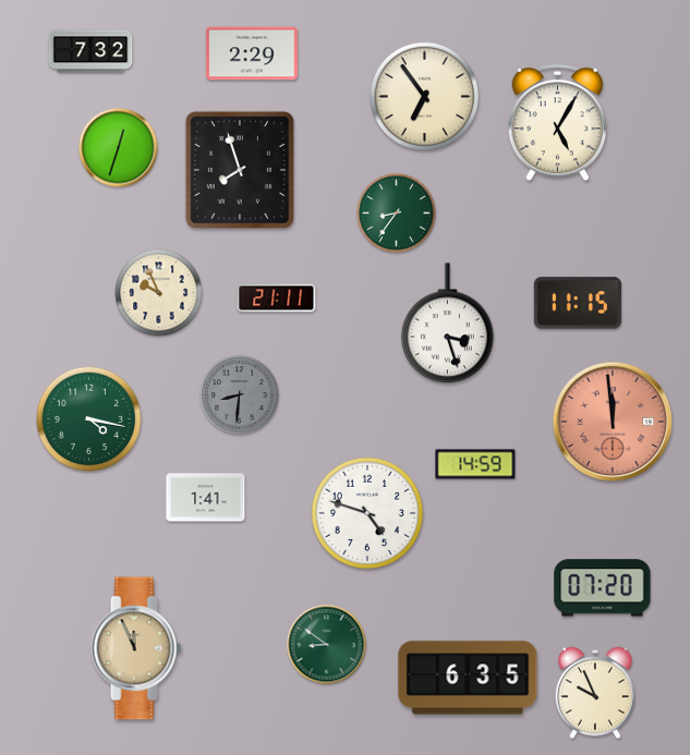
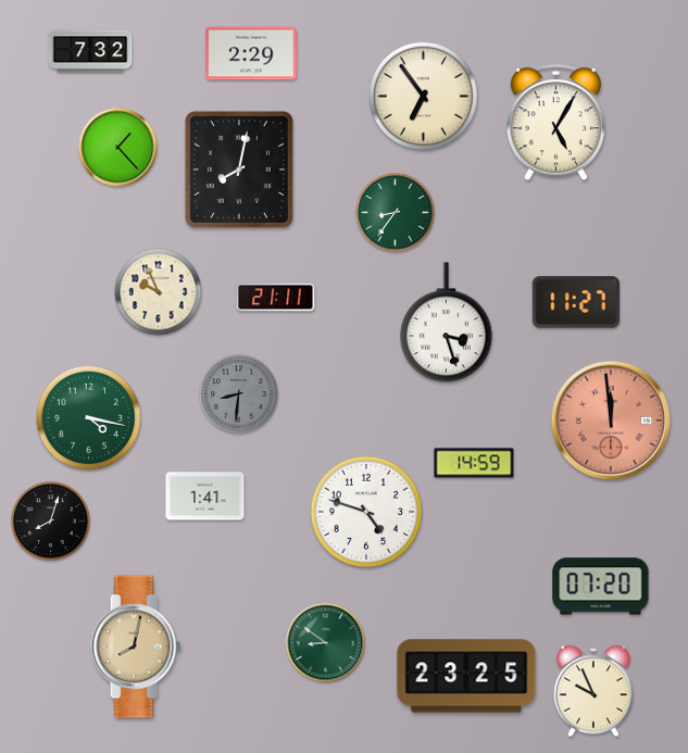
clock at (119, 148): 12:33 -> 1:23
clock at (240, 170): 7:57 -> 8:02
clock at (577, 303): 11:15 -> 11:27
clock at (51, 522): none -> 8:03
clock at (136, 648): 11:56 -> 8:02
clock at (468, 678): 6:35 -> 23:25
